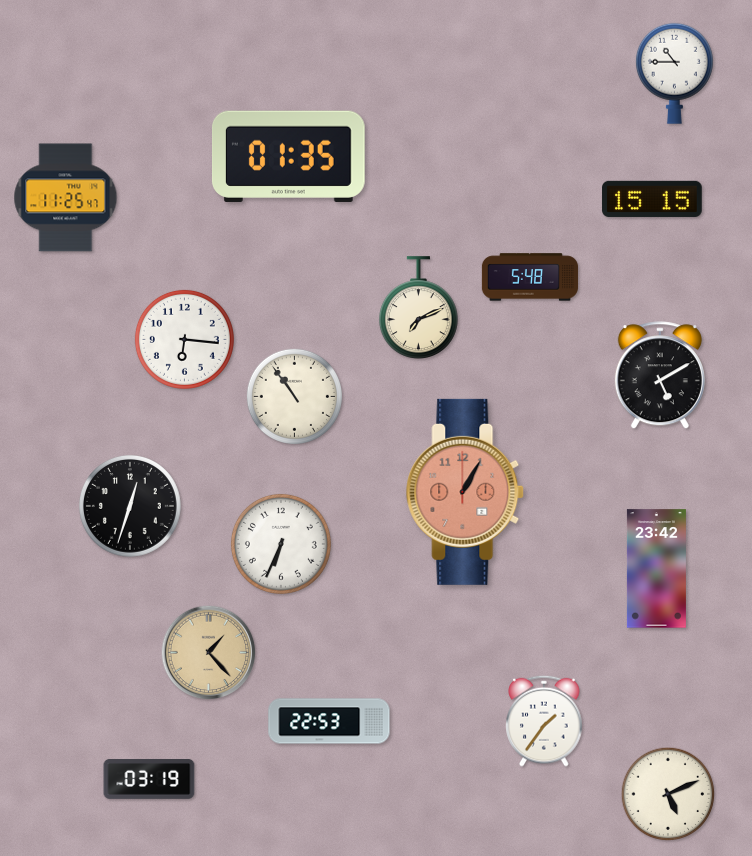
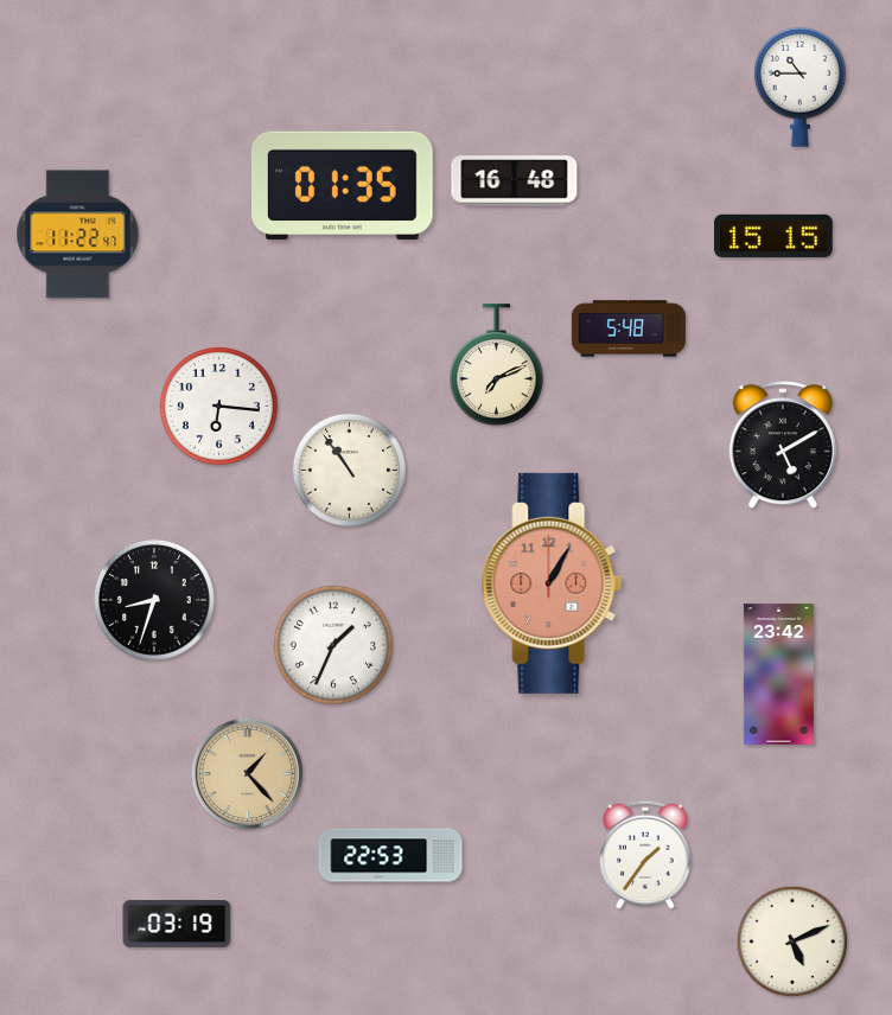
clock at (515, 181): none -> 16:48
clock at (66, 198): 11:25 -> 11:22
clock at (184, 339) position: (184, 339) -> (218, 406)
clock at (130, 506): 12:33 -> 8:33
clock at (281, 544): 6:34 -> 1:34
